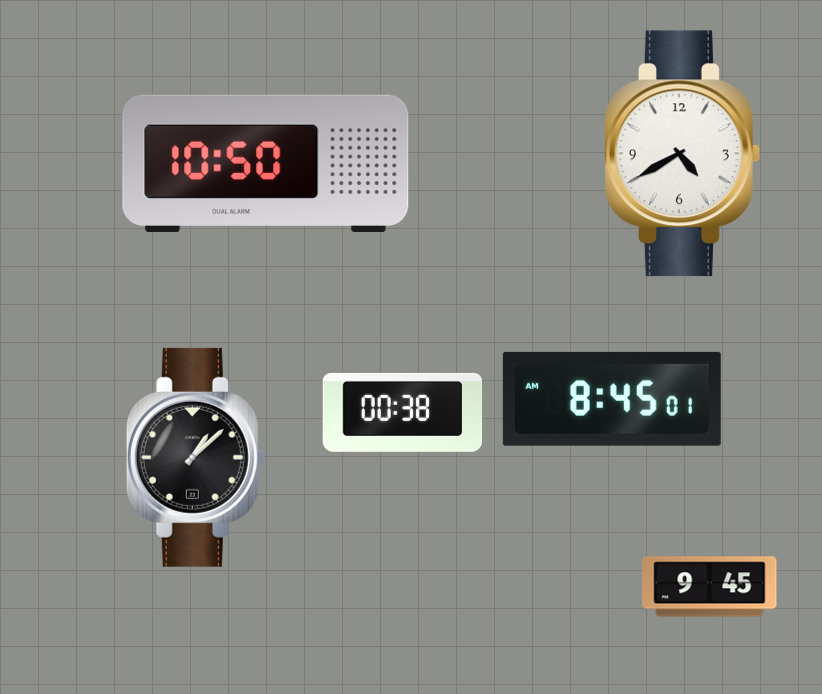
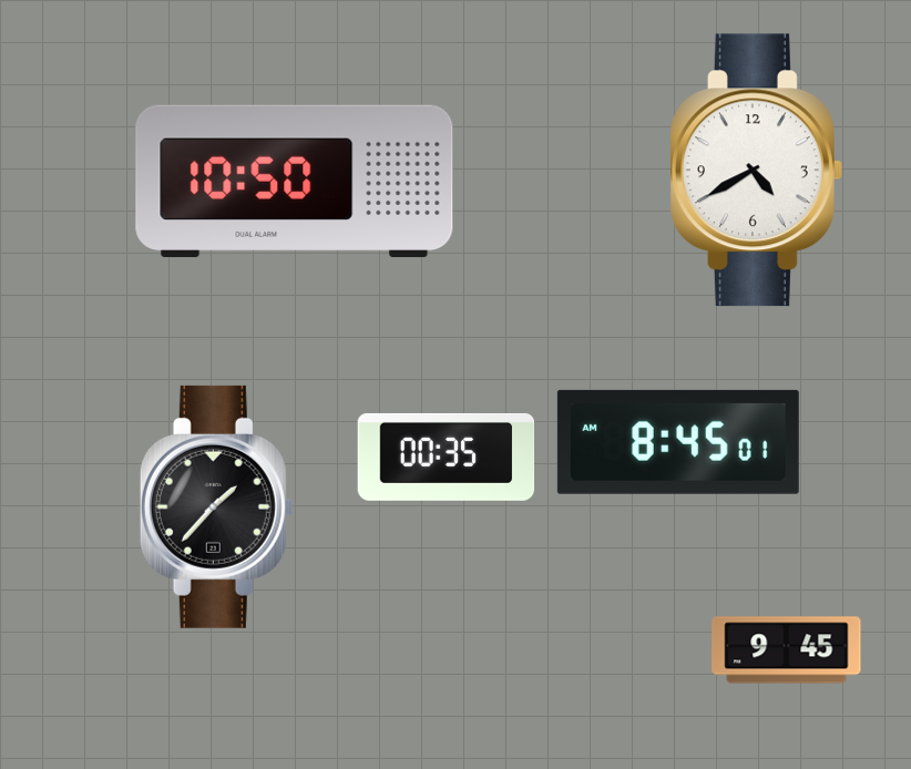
clock at (403, 412): 00:38 -> 00:35
clock at (195, 457): 1:08 -> 1:37
